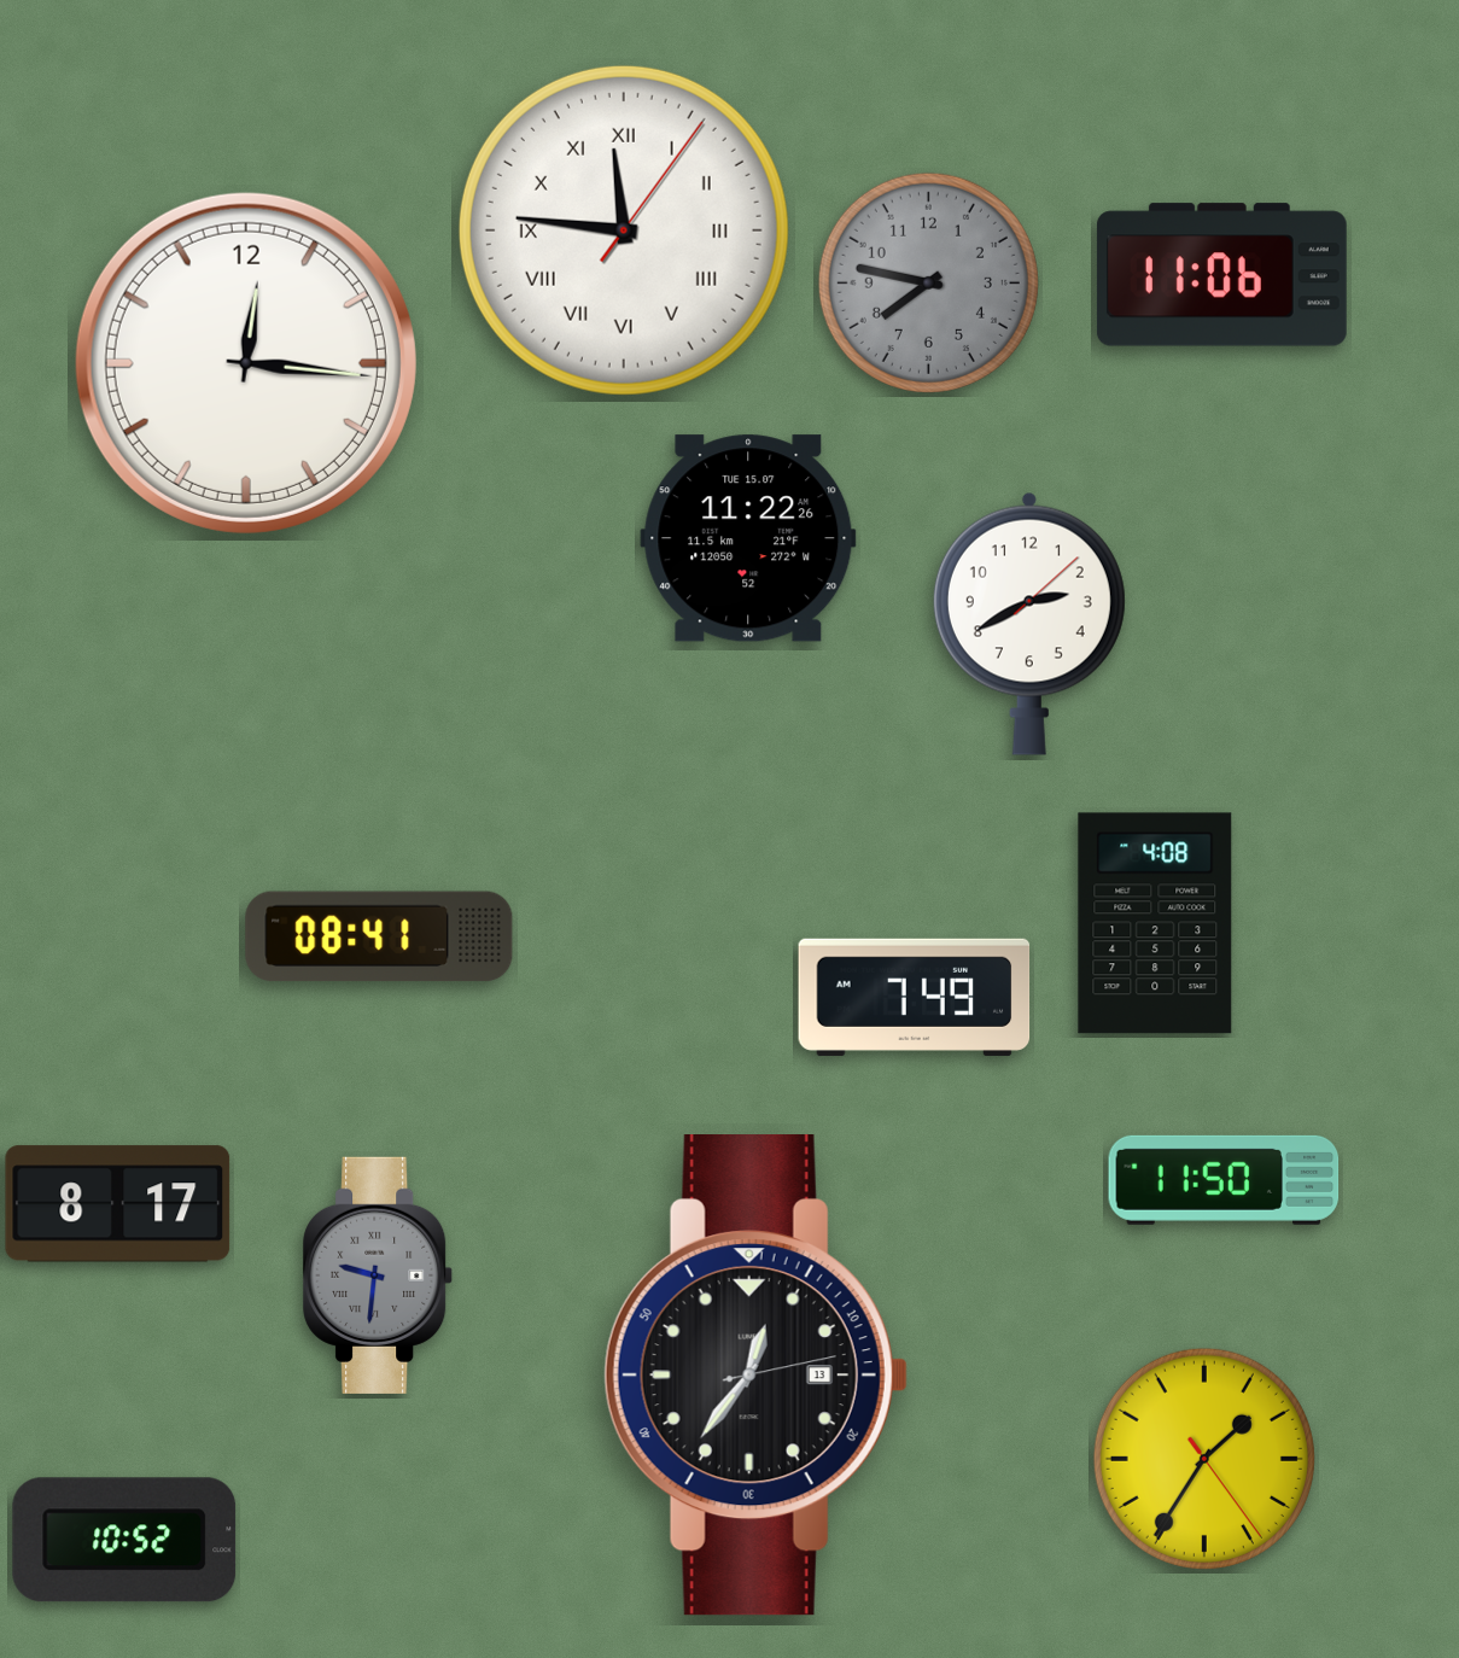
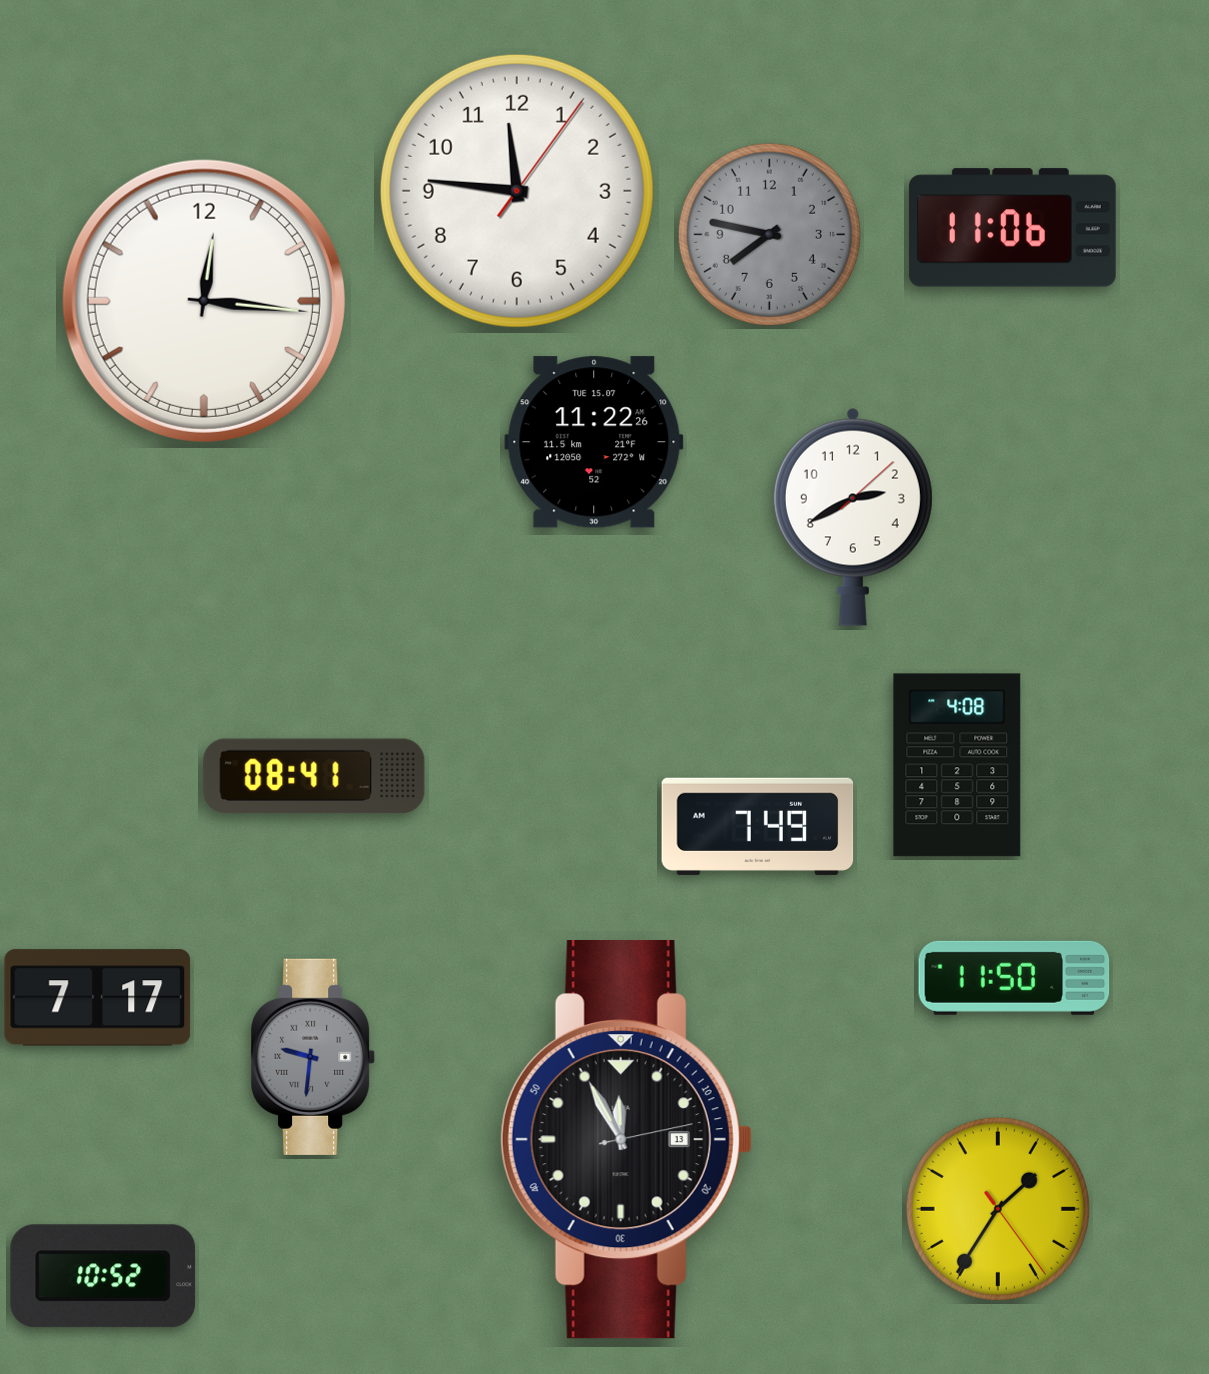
clock at (624, 230) numerals: Roman -> Arabic
clock at (748, 538) position: (748, 538) -> (594, 442)
clock at (118, 1204): 8:17 -> 7:17
clock at (755, 1376): 12:36 -> 11:55
